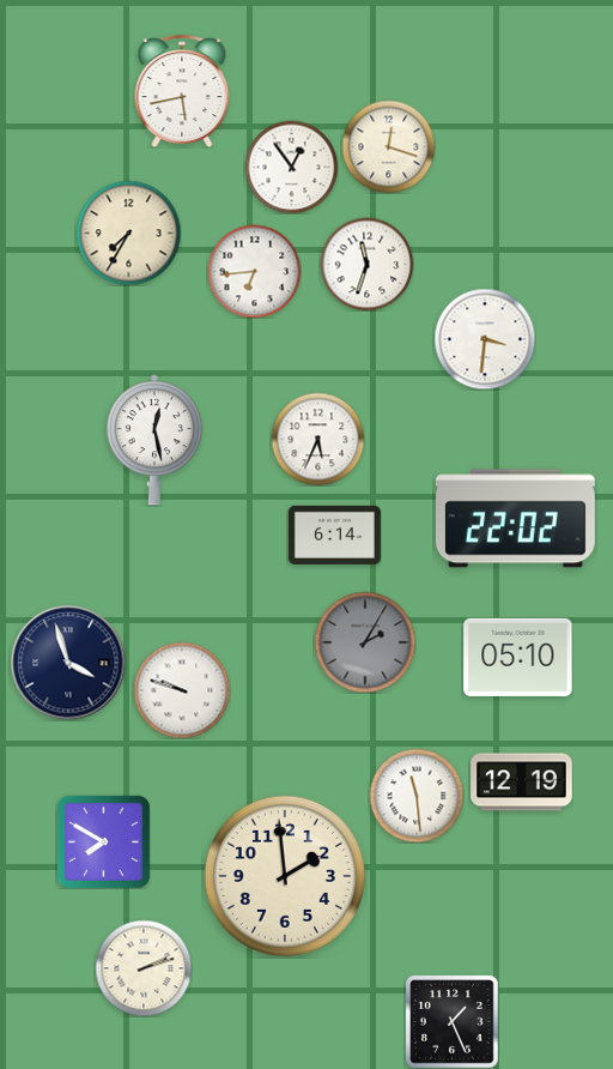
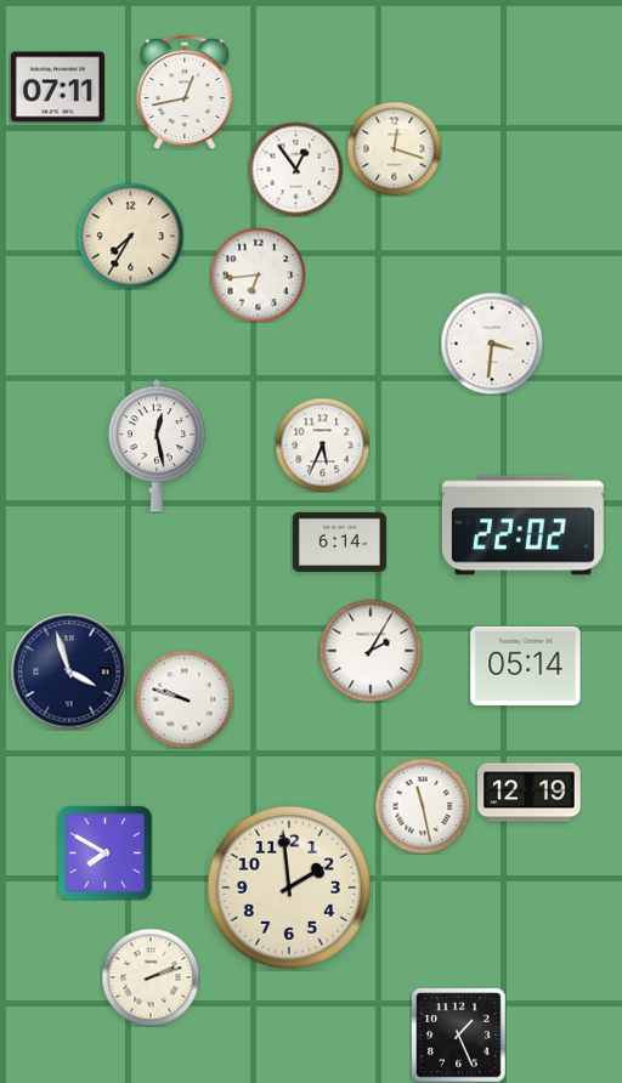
clock at (57, 87): none -> 07:11
clock at (182, 91): 5:43 -> 12:43
clock at (366, 264): 11:33 -> none
clock at (365, 642) dial: grey -> white
clock at (518, 657): 05:10 -> 05:14
clock at (417, 796): 11:29 -> 11:28
clock at (144, 968) position: (144, 968) -> (151, 977)
